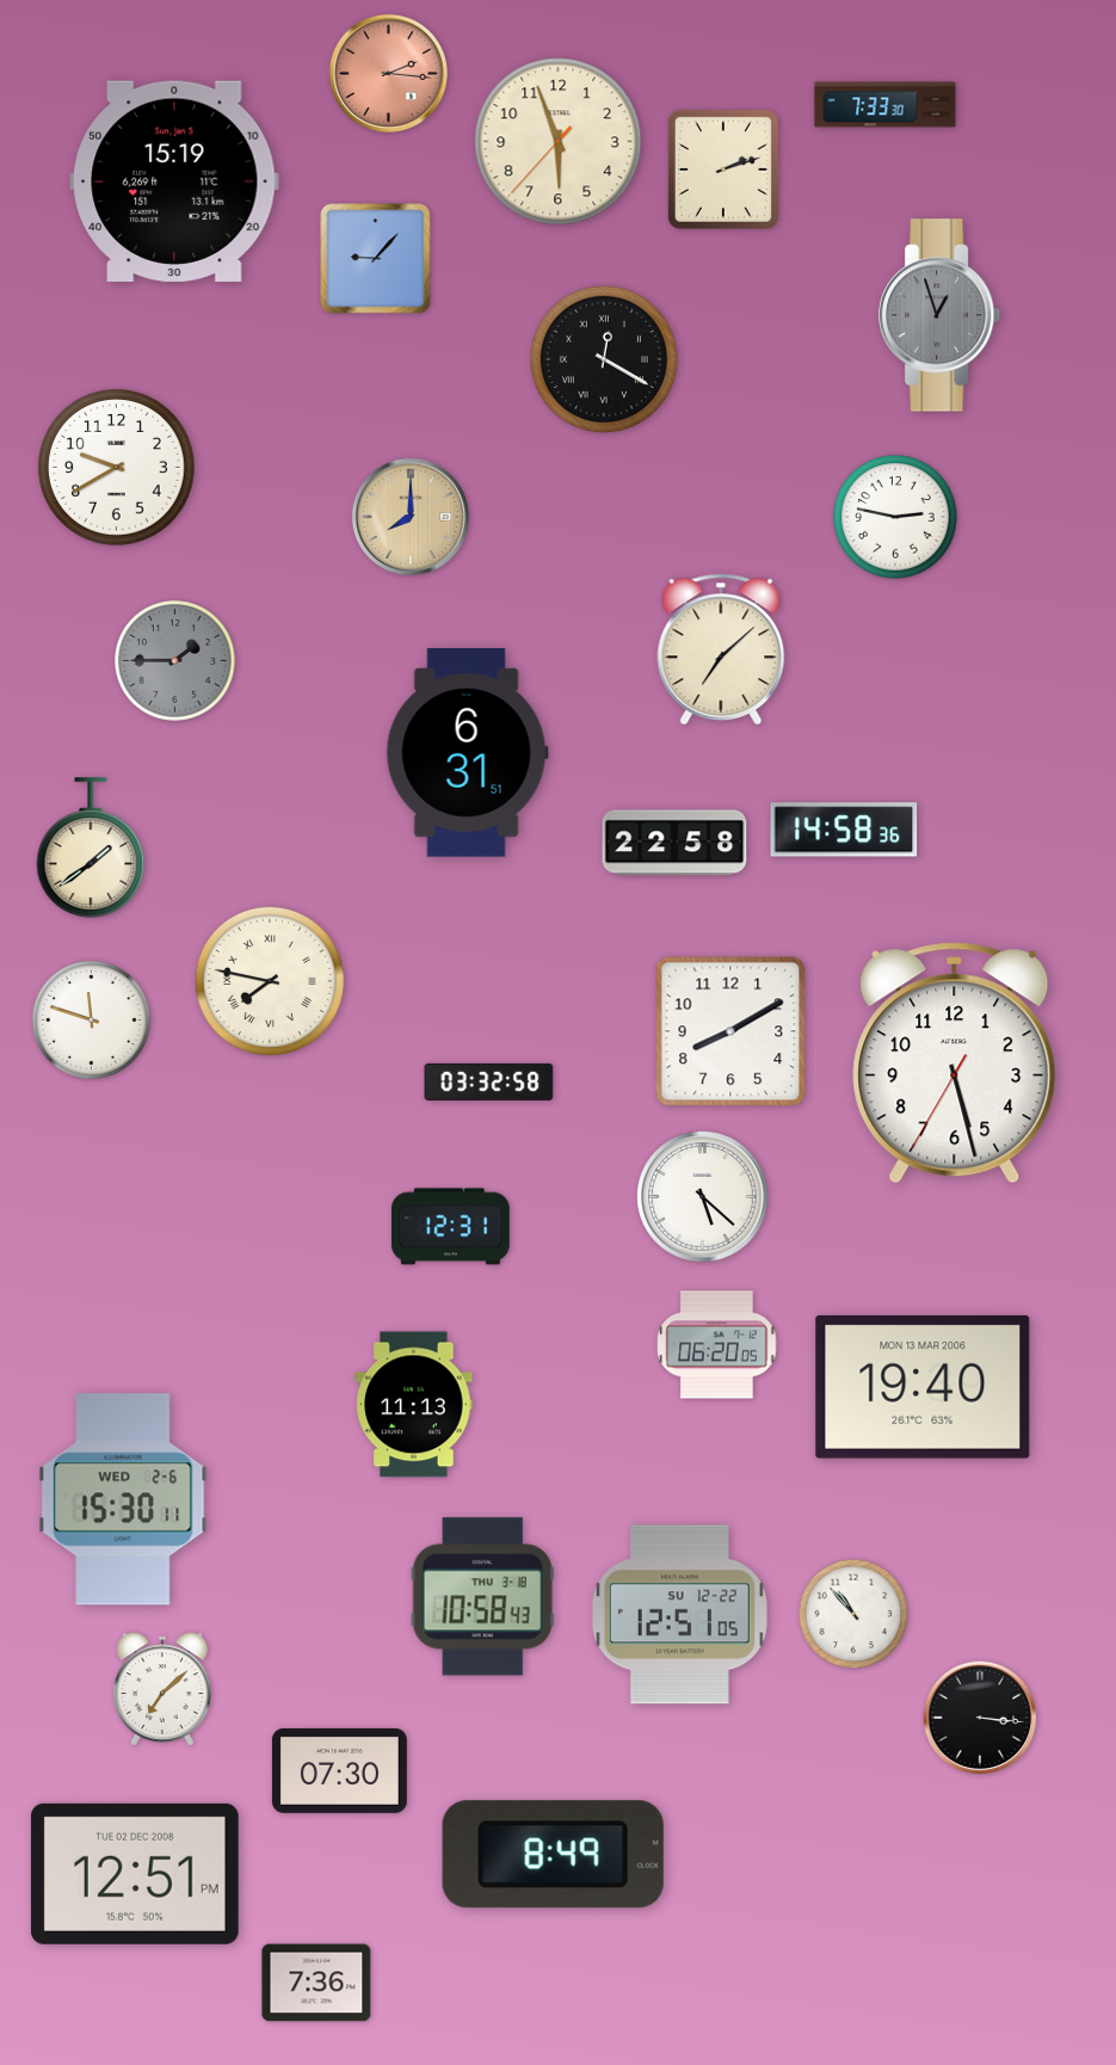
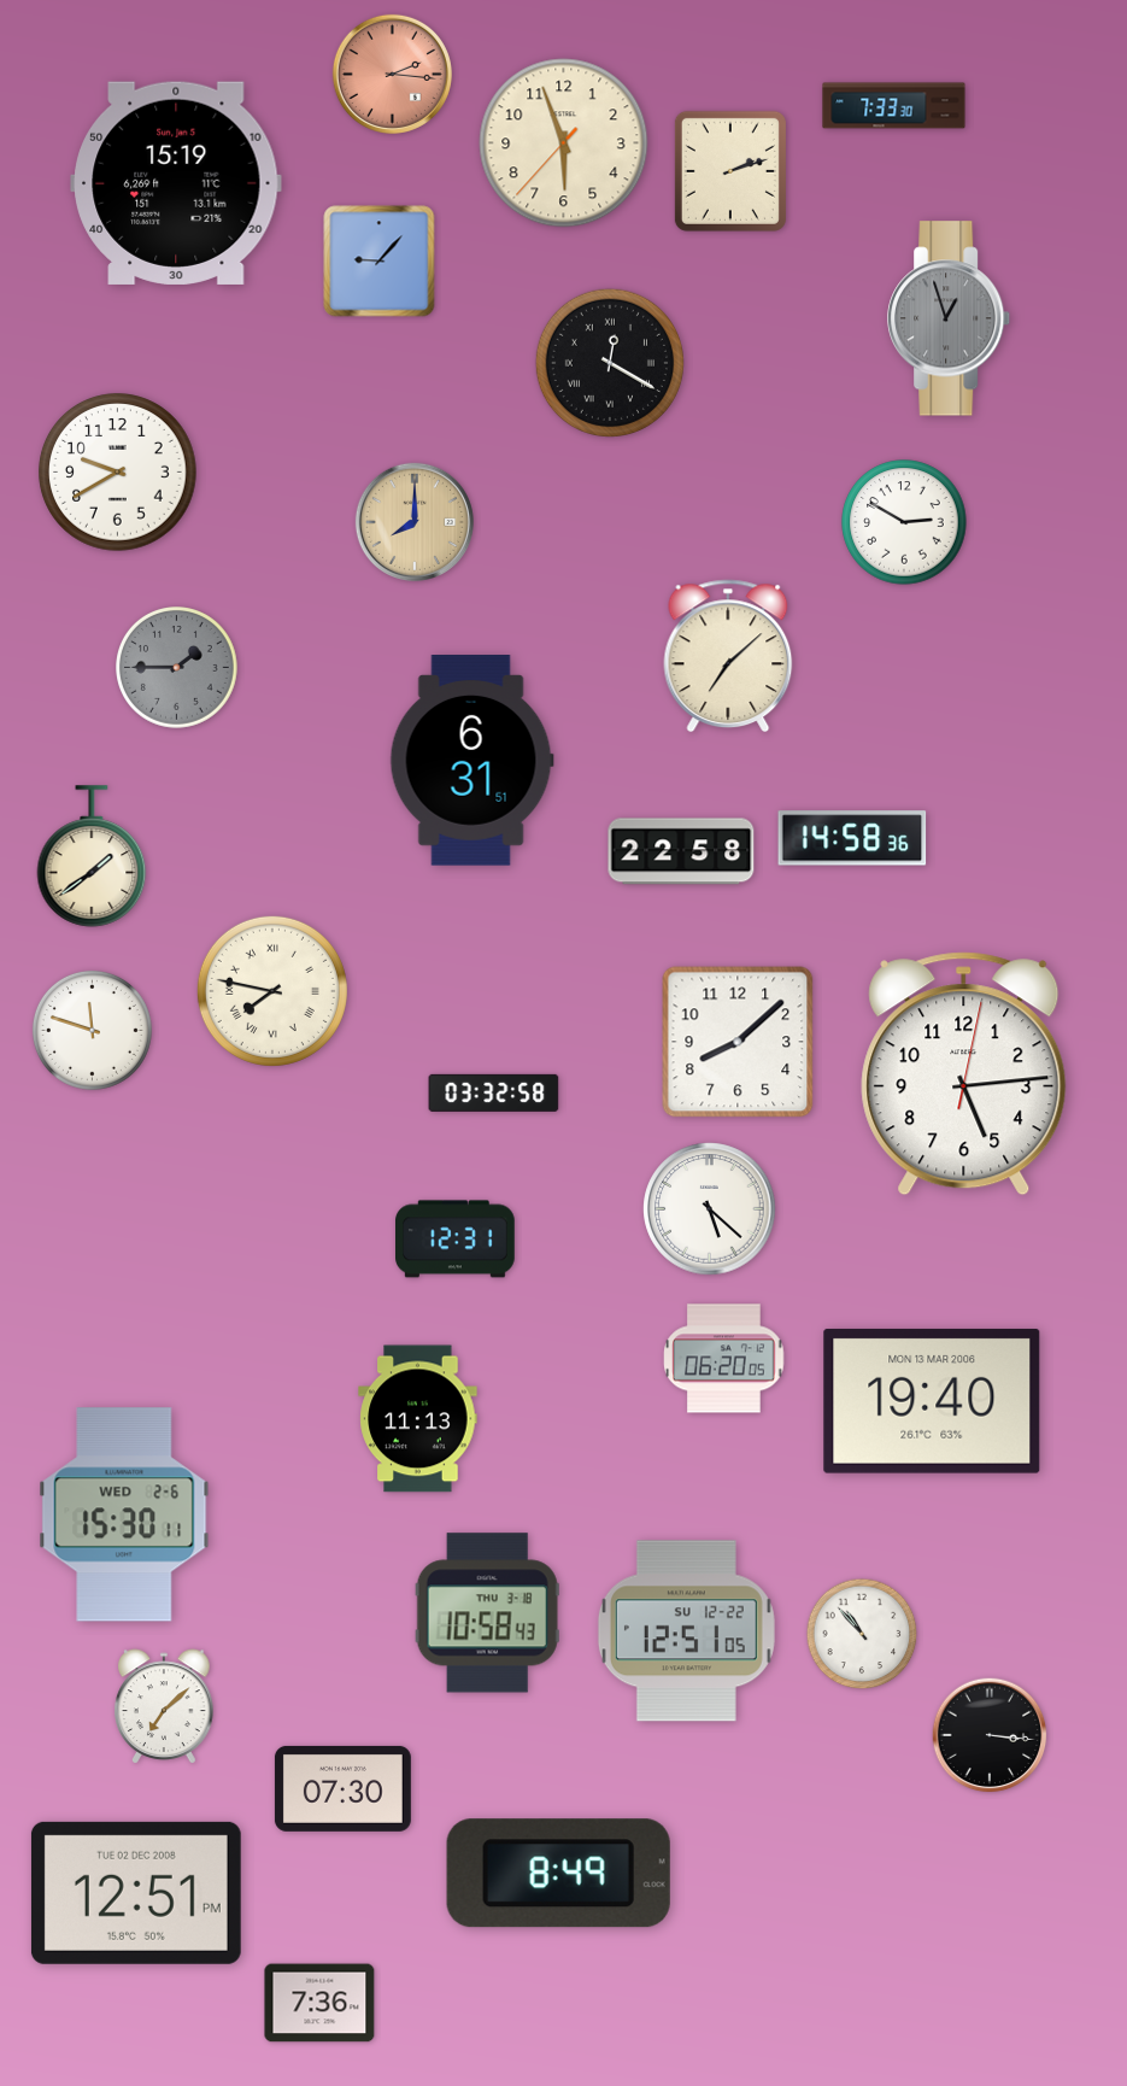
clock at (895, 517): 2:47 -> 2:50
clock at (730, 1031): 8:10 -> 8:08
clock at (955, 1064): 5:27 -> 5:14
clock at (853, 1614) position: (853, 1614) -> (862, 1634)
